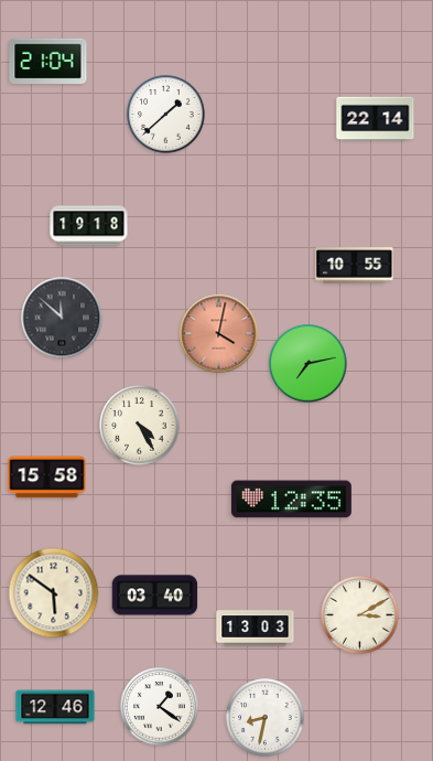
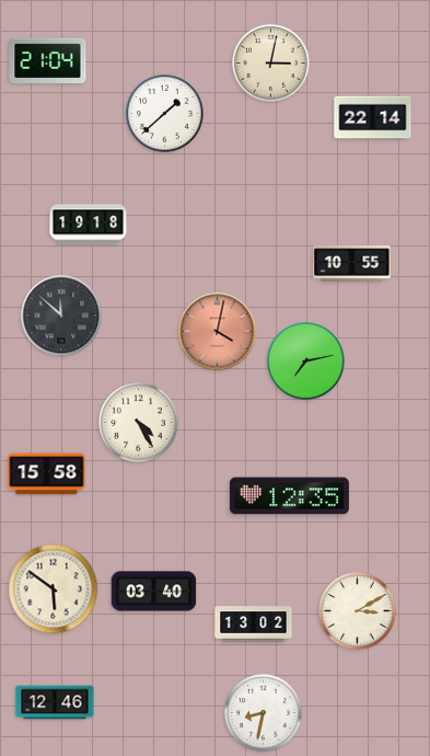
clock at (271, 64): none -> 3:02
clock at (256, 629): 13:03 -> 13:02
clock at (160, 707): 1:21 -> none
